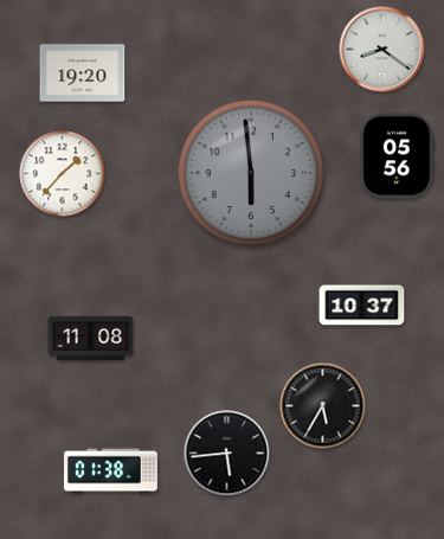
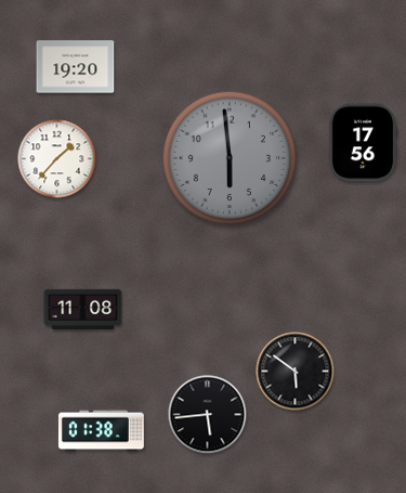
clock at (382, 50): 8:21 -> none
clock at (397, 156): 05:56 -> 17:56
clock at (362, 306): 10:37 -> none
clock at (323, 406): 5:35 -> 5:51
